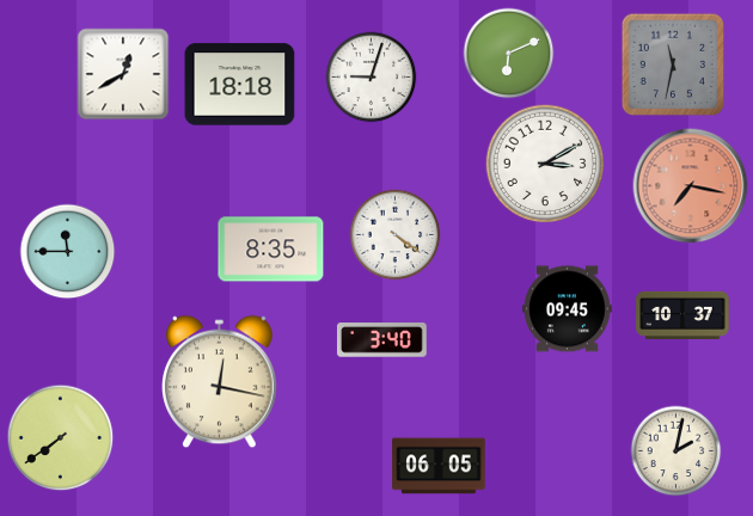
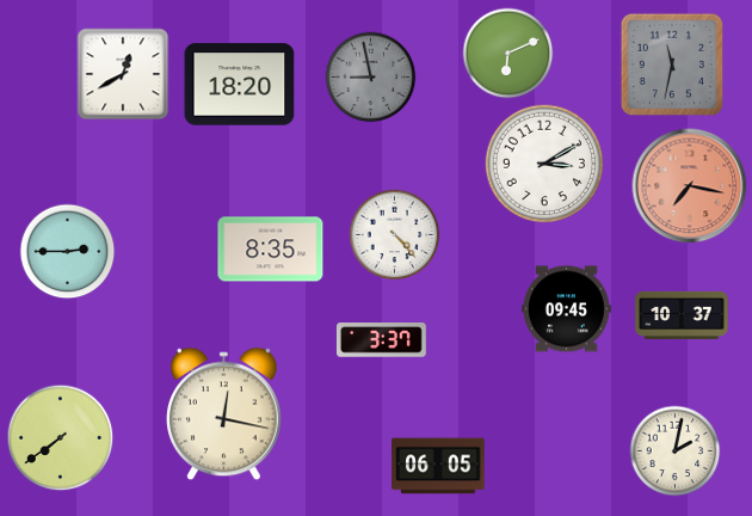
clock at (372, 78): 9:03 -> 8:58
clock at (372, 78) dial: white -> grey
clock at (240, 85): 18:18 -> 18:20
clock at (396, 235): 4:21 -> 4:23
clock at (68, 252): 11:45 -> 2:45
clock at (381, 340): 3:40 -> 3:37
clock at (220, 382) position: (220, 382) -> (224, 414)
